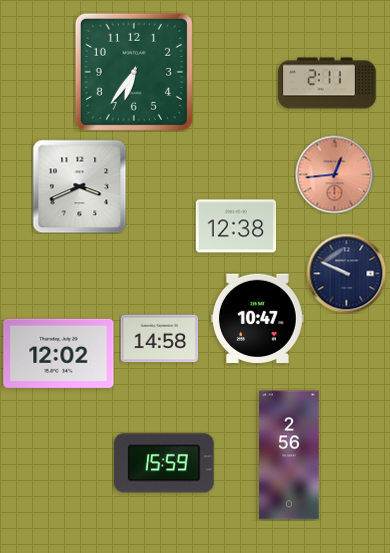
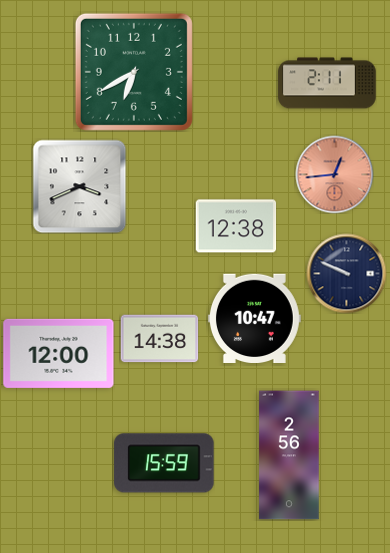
clock at (134, 72): 6:36 -> 6:40
clock at (257, 318) position: (257, 318) -> (254, 318)
clock at (159, 339): 14:58 -> 14:38
clock at (59, 353): 12:02 -> 12:00
